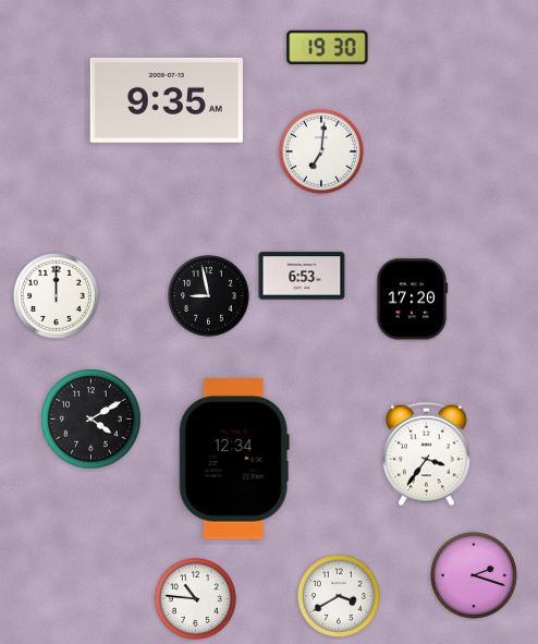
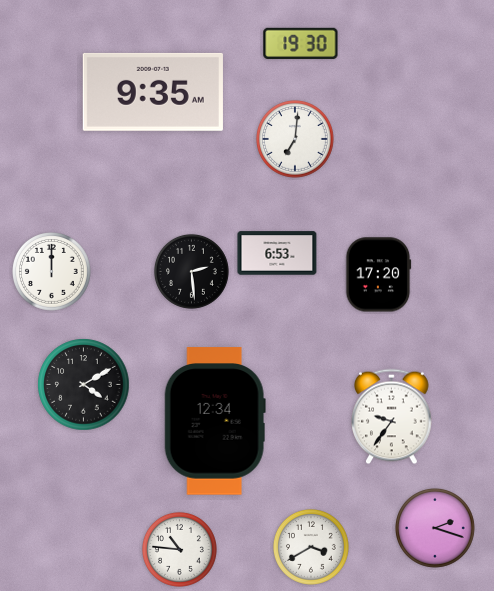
clock at (208, 295): 8:58 -> 2:29
clock at (427, 454): 3:36 -> 9:36
